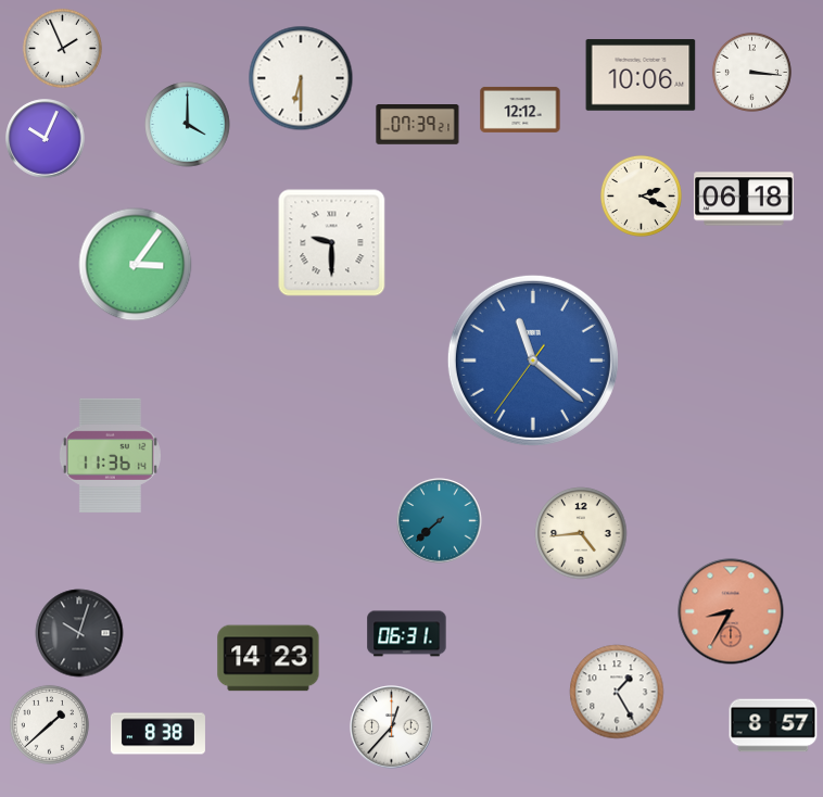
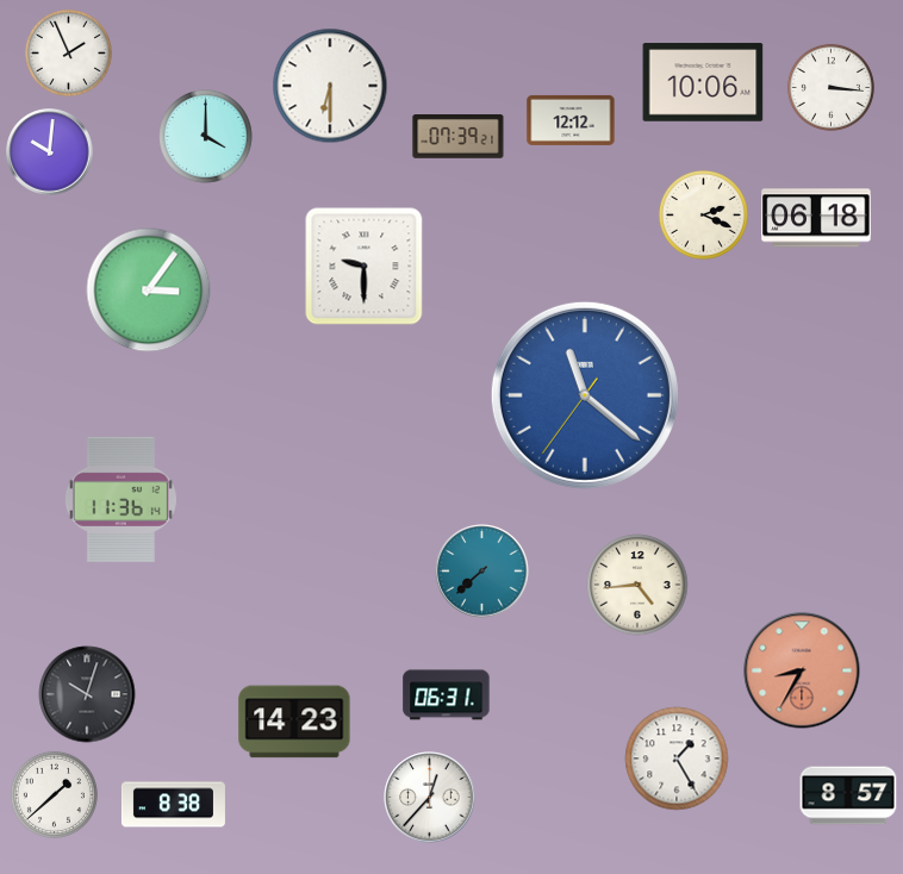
clock at (751, 72) position: (751, 72) -> (830, 87)
clock at (46, 139): 10:04 -> 10:01
